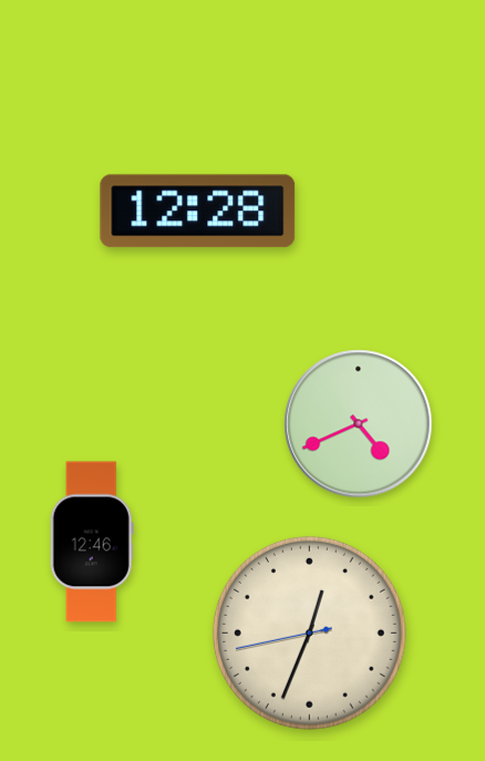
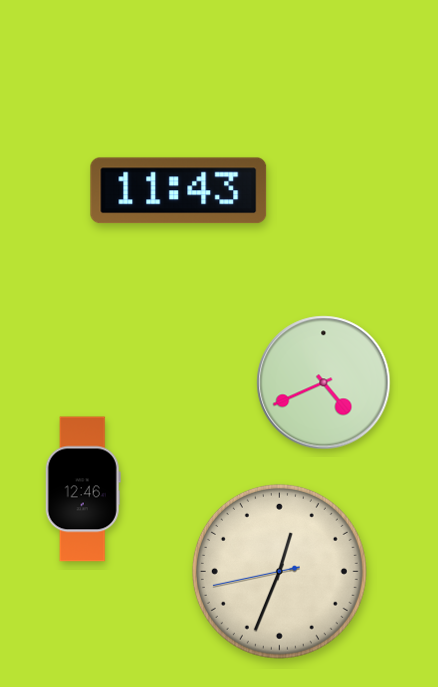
clock at (198, 212): 12:28 -> 11:43
